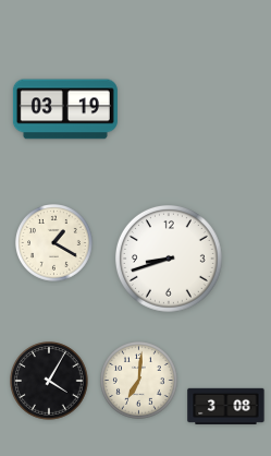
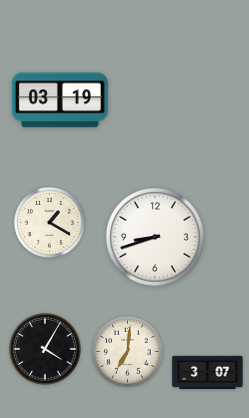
clock at (139, 381) position: (139, 381) -> (128, 352)
clock at (226, 406): 3:08 -> 3:07
